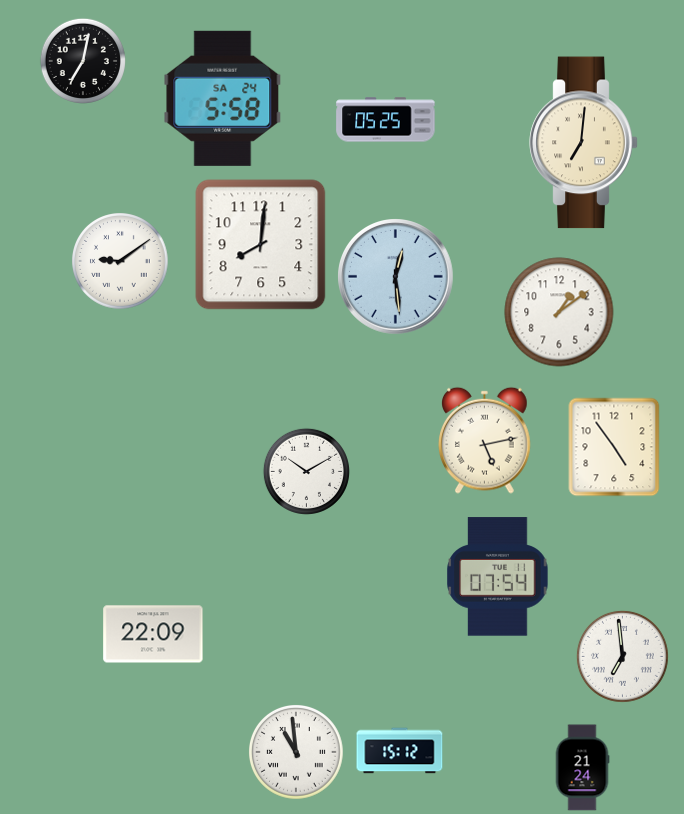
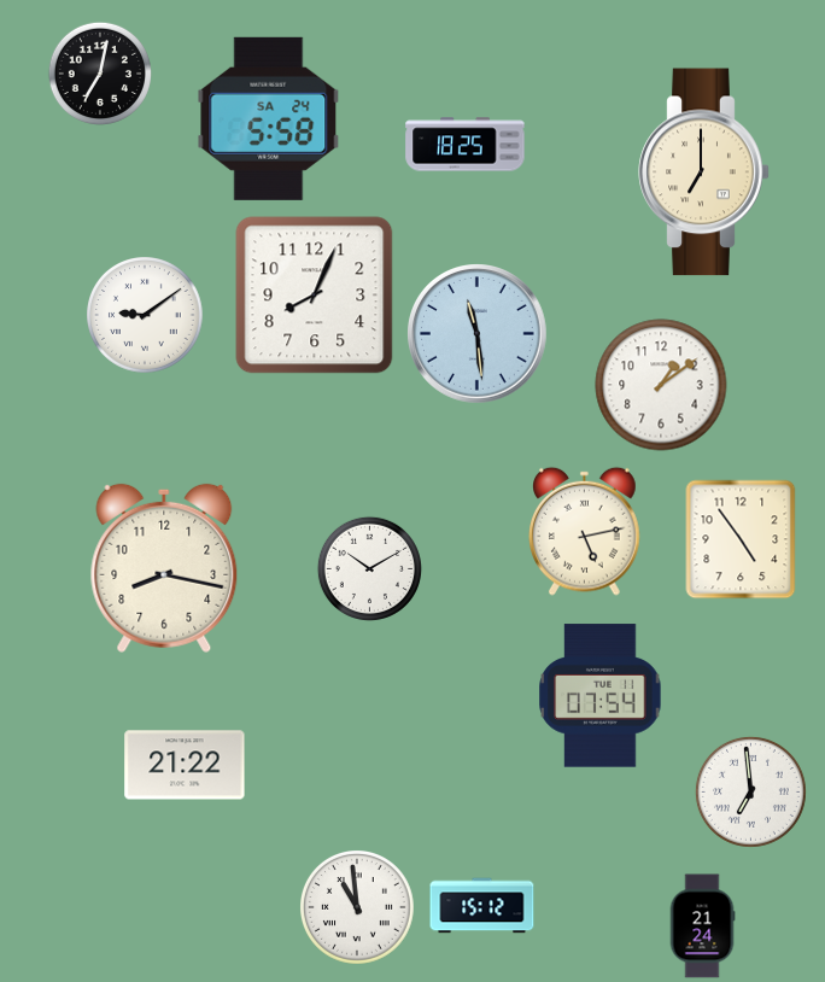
clock at (386, 120): 05:25 -> 18:25
clock at (584, 143): 7:01 -> 7:00
clock at (261, 245): 8:01 -> 8:04
clock at (396, 277): 12:29 -> 11:29
clock at (559, 312) position: (559, 312) -> (661, 385)
clock at (164, 568): none -> 8:17
clock at (153, 634): 22:09 -> 21:22
